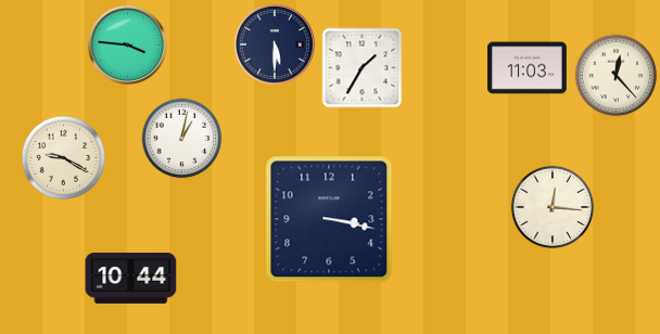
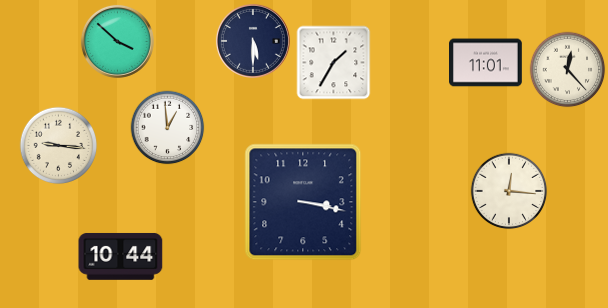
clock at (127, 44): 3:46 -> 3:52
clock at (528, 68): 11:03 -> 11:01
clock at (182, 139): 1:02 -> 12:59
clock at (64, 158): 9:20 -> 9:16
